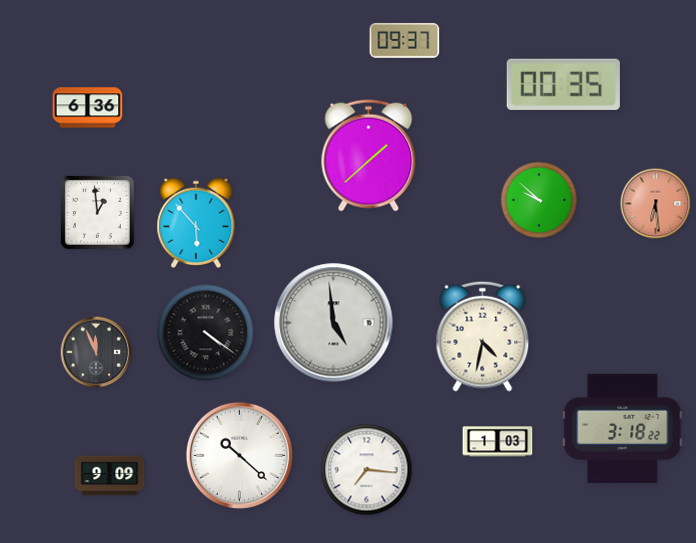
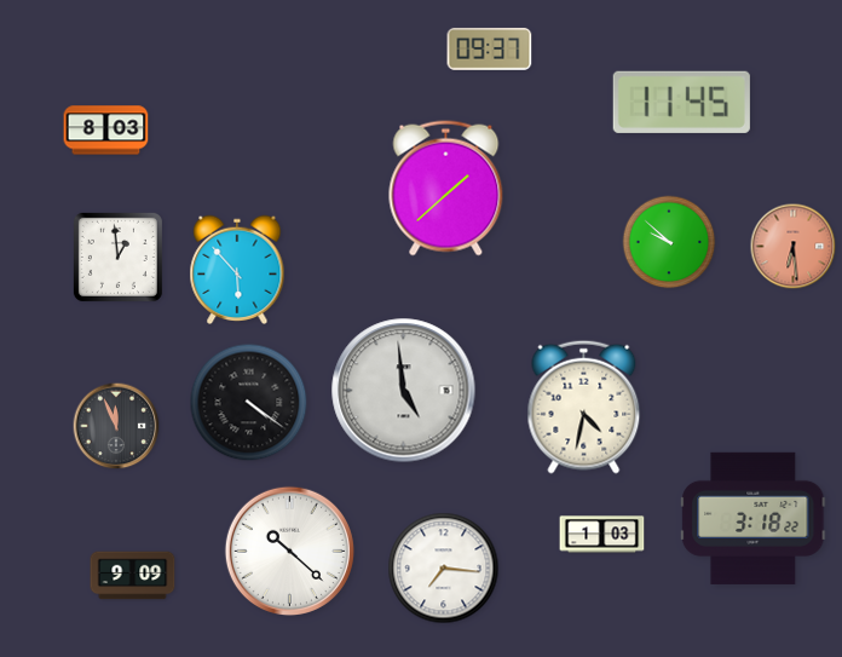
clock at (563, 84): 00:35 -> 11:45
clock at (88, 108): 6:36 -> 8:03
clock at (539, 200) position: (539, 200) -> (669, 242)
